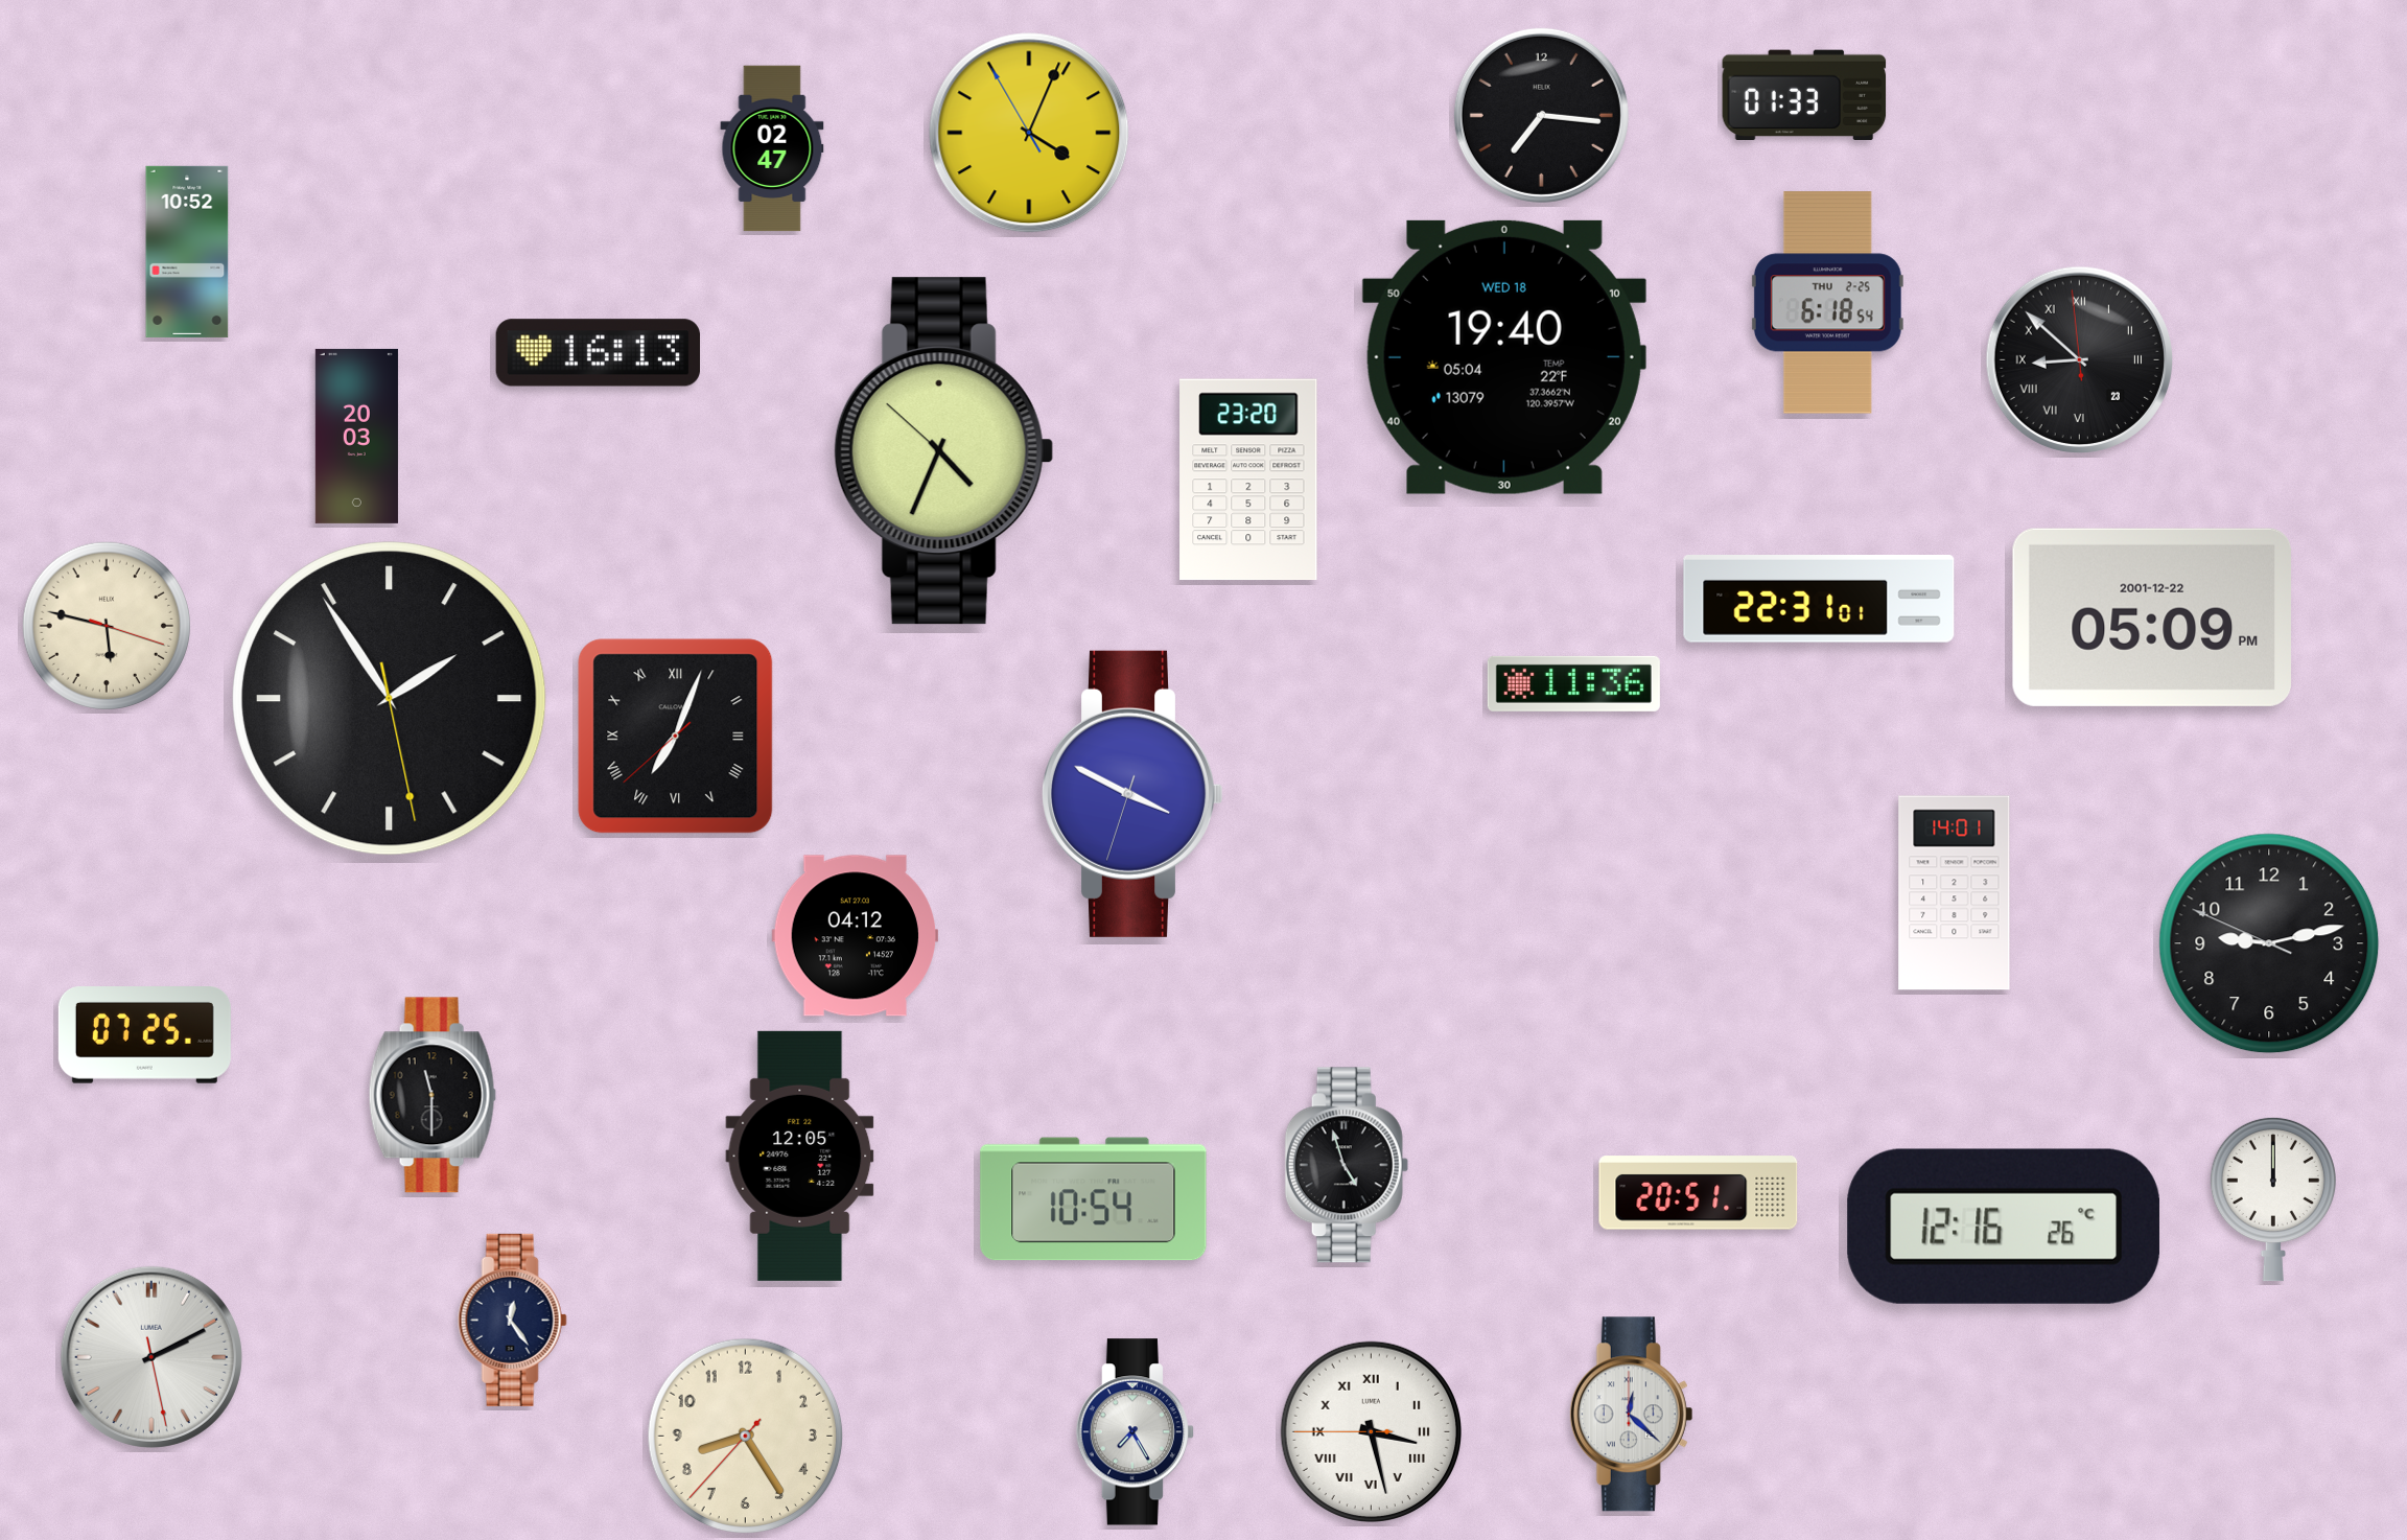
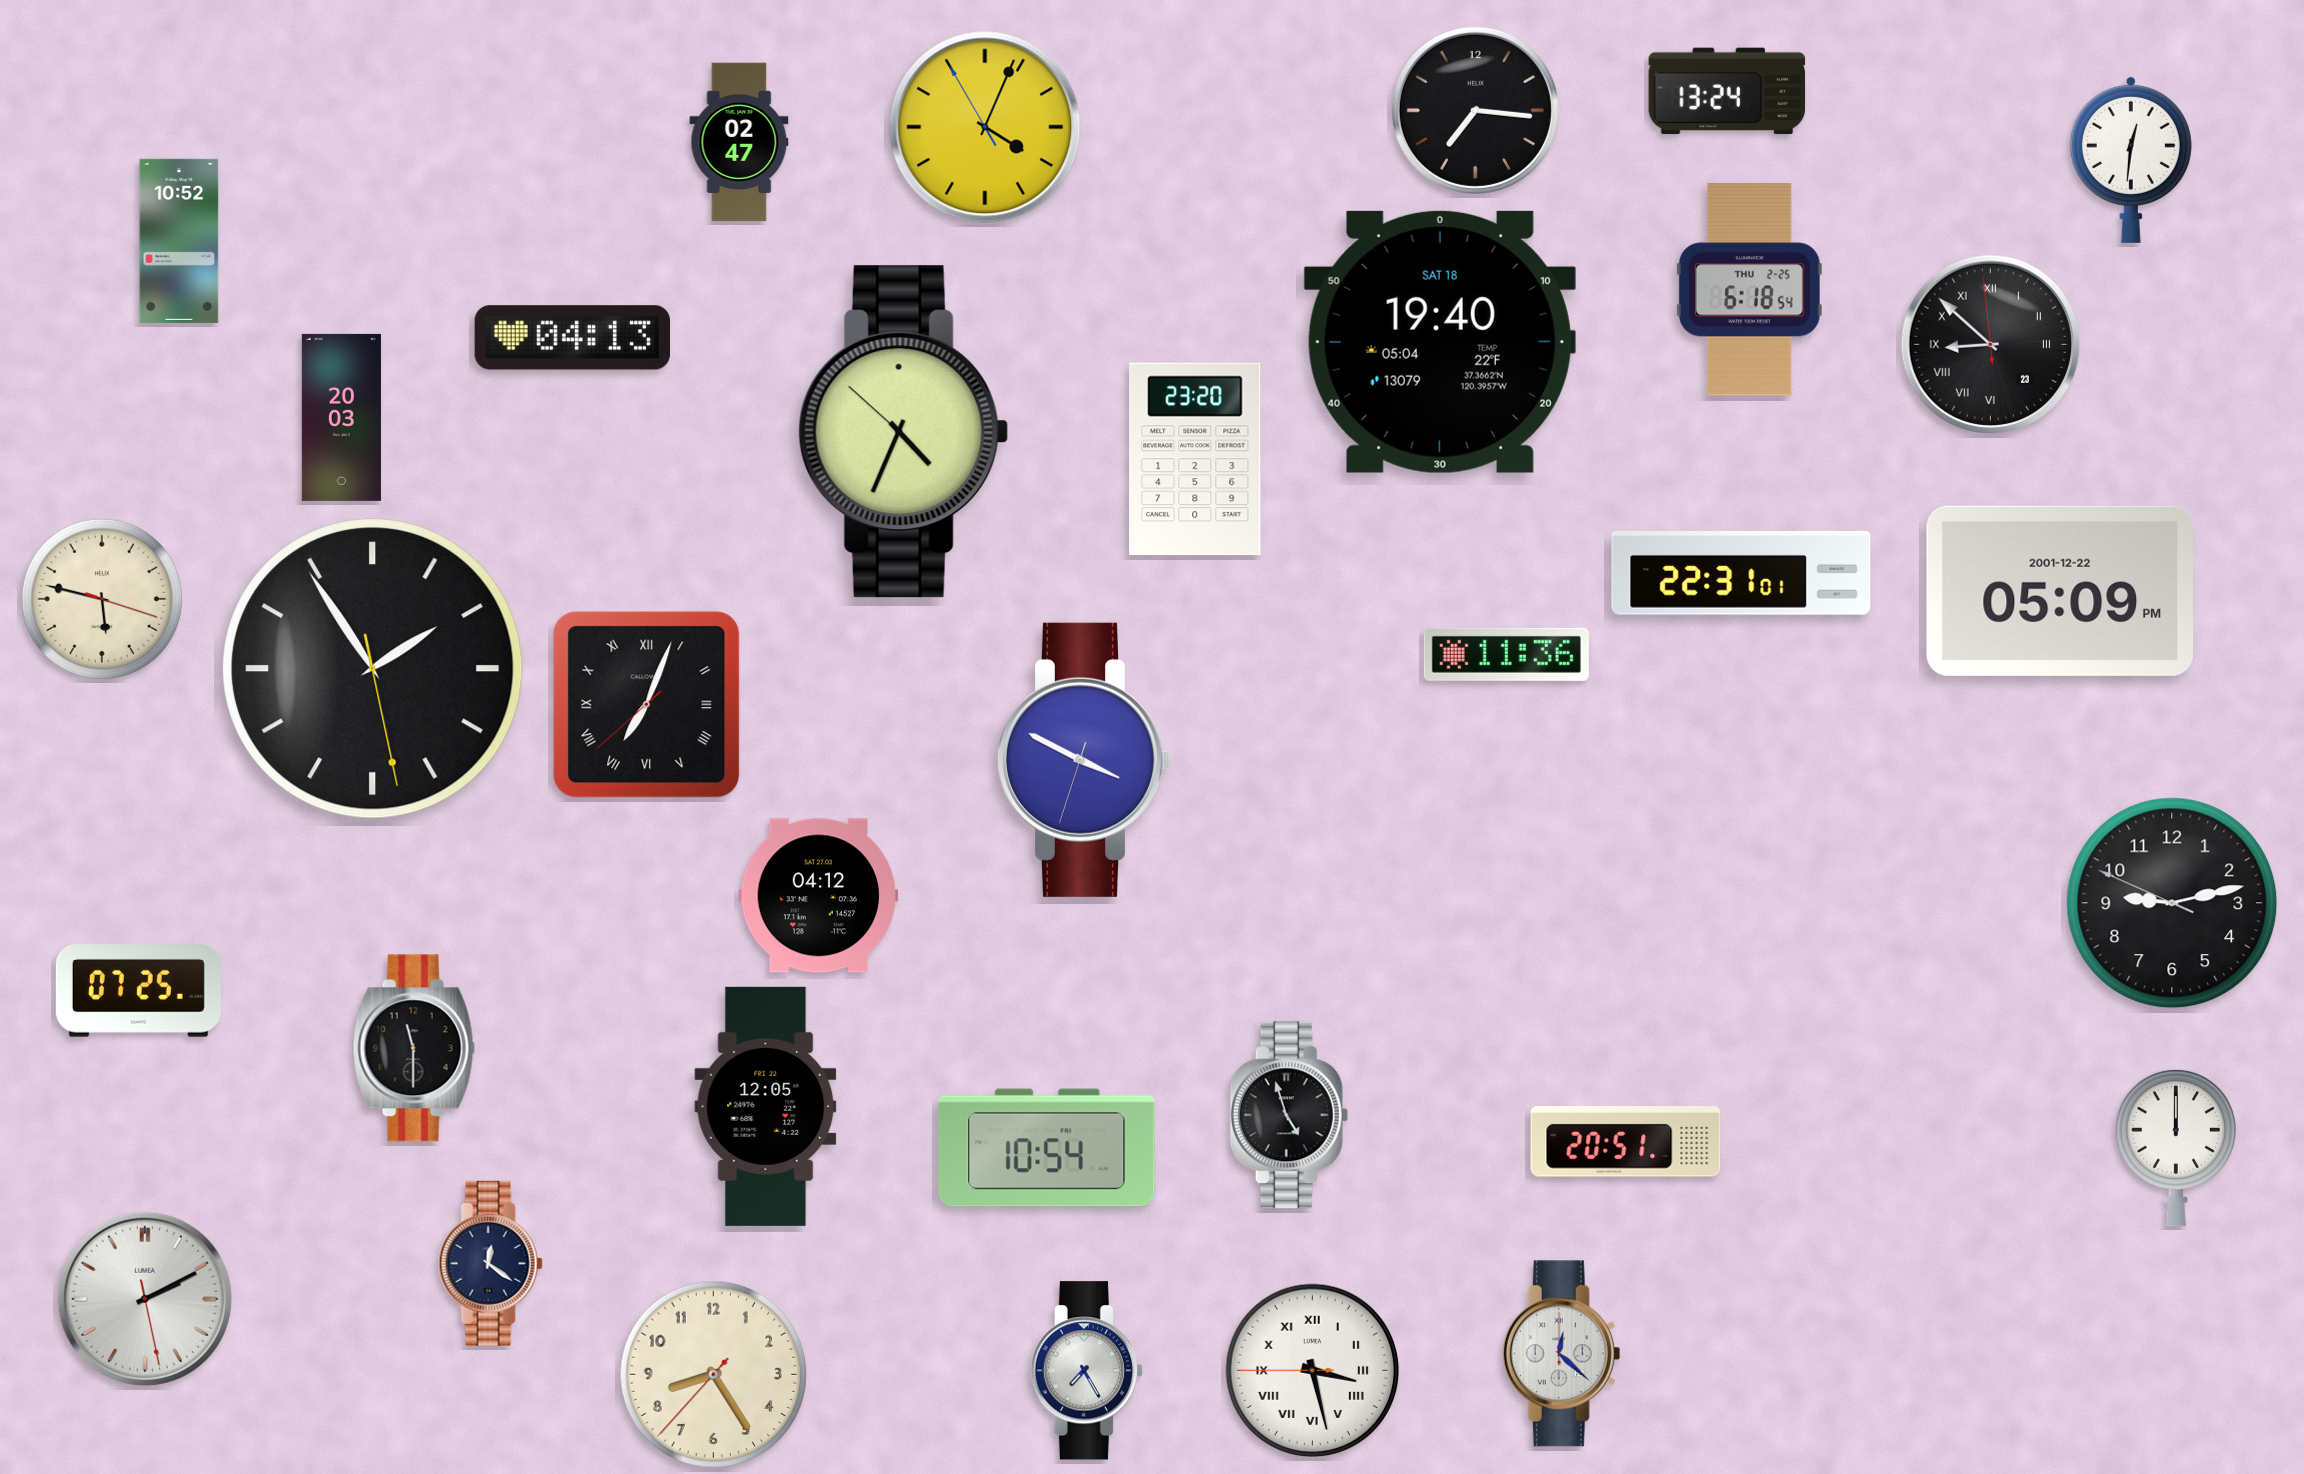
clock at (1804, 94): 01:33 -> 13:24
clock at (2131, 159): none -> 12:31
clock at (598, 353): 16:13 -> 04:13
clock at (1504, 357) date: WED 18 -> SAT 18
clock at (1955, 893): 14:01 -> none
clock at (2004, 1227): 12:16 -> none
clock at (512, 1320): 12:24 -> 12:21
